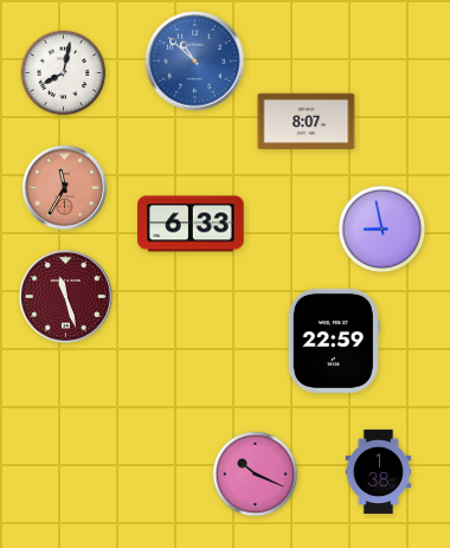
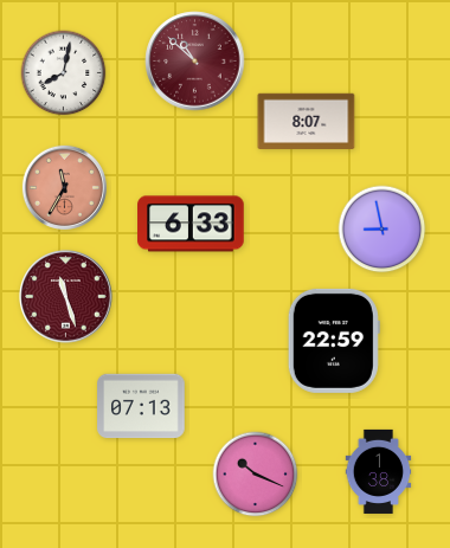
clock at (195, 62) dial: blue -> burgundy
clock at (141, 406): none -> 07:13
